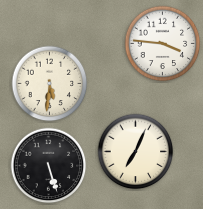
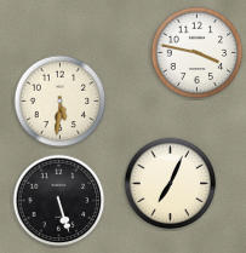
clock at (163, 44): 3:46 -> 3:47
clock at (136, 152) position: (136, 152) -> (171, 184)
